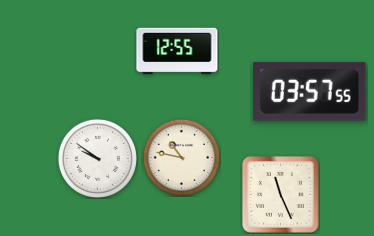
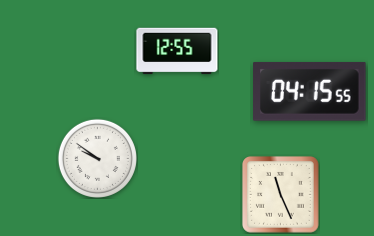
clock at (310, 91): 03:57 -> 04:15
clock at (181, 157): 10:47 -> none
